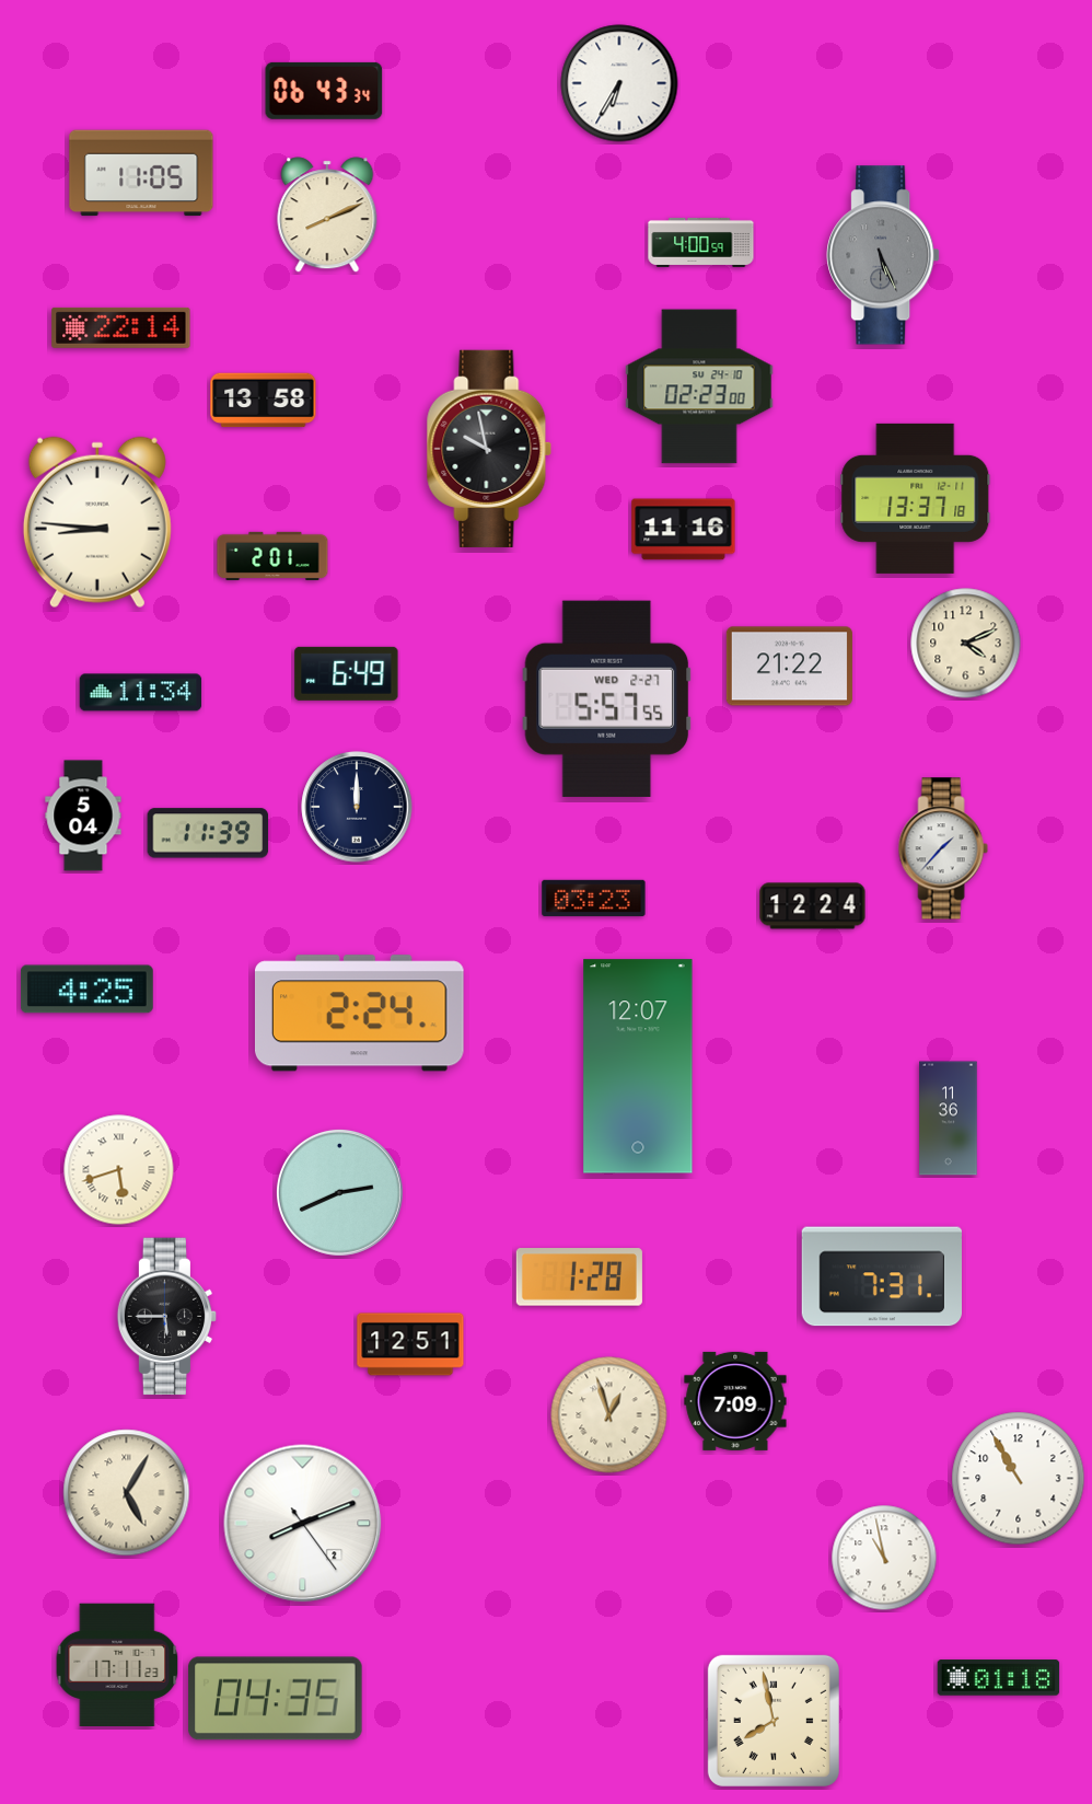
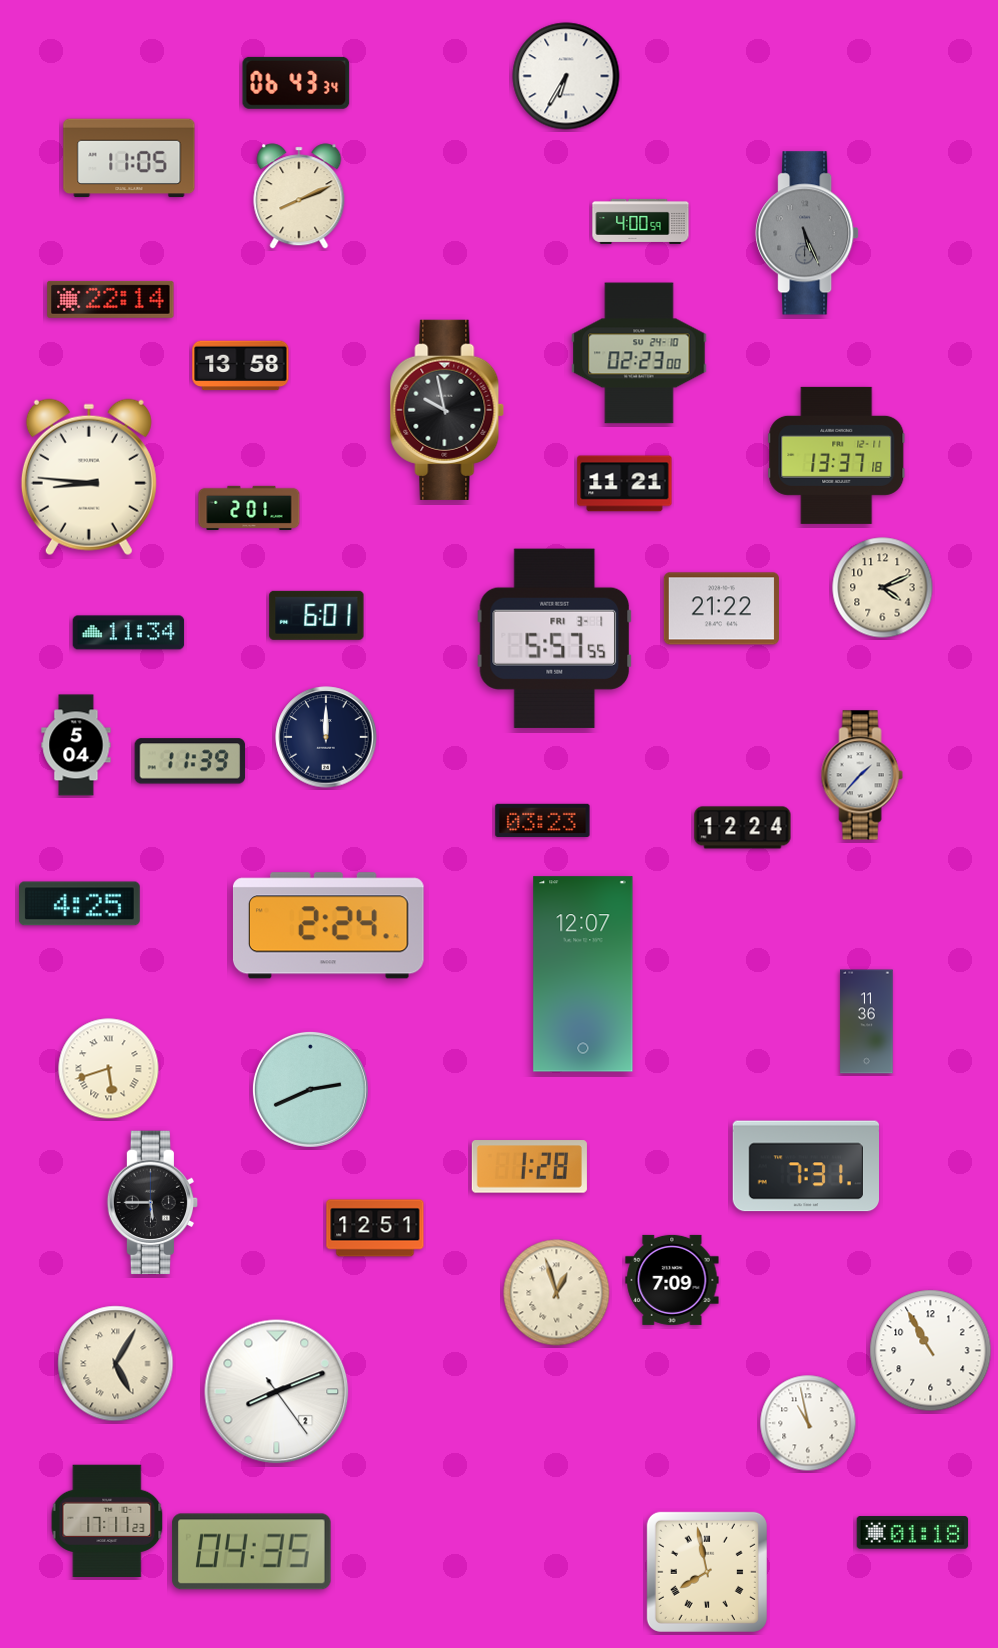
clock at (684, 530): 11:16 -> 11:21
clock at (347, 673): 6:49 -> 6:01
clock at (607, 698) date: WED 2-27 -> FRI 3-1
